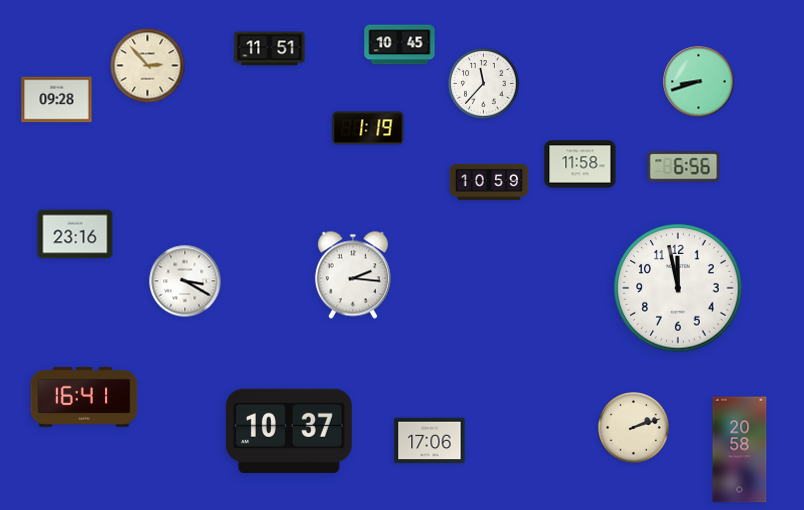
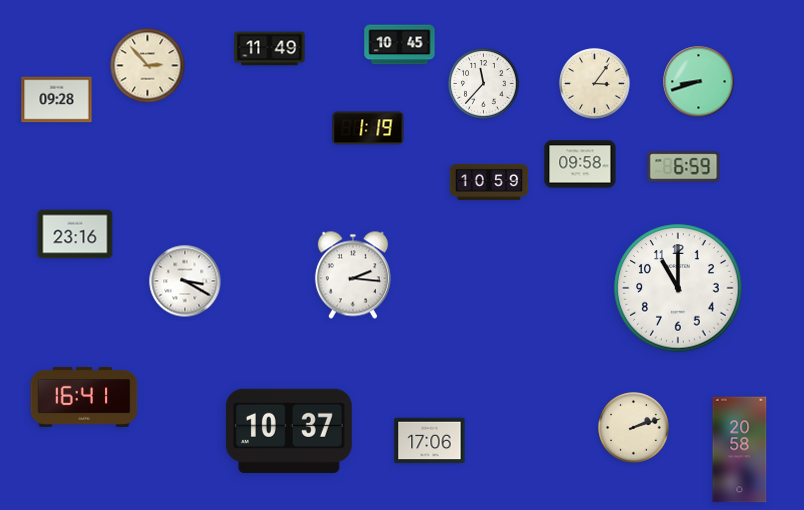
clock at (270, 49): 11:51 -> 11:49
clock at (595, 84): none -> 3:06
clock at (580, 164): 11:58 -> 09:58
clock at (684, 167): 6:56 -> 6:59
clock at (678, 288): 11:58 -> 11:00
